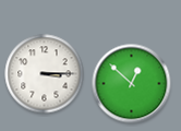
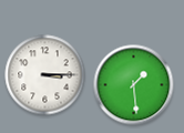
clock at (132, 84): 12:52 -> 1:29
